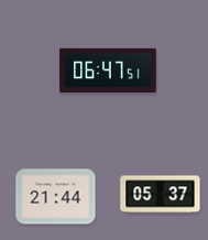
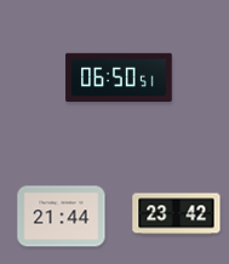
clock at (108, 70): 06:47 -> 06:50
clock at (161, 195): 05:37 -> 23:42
